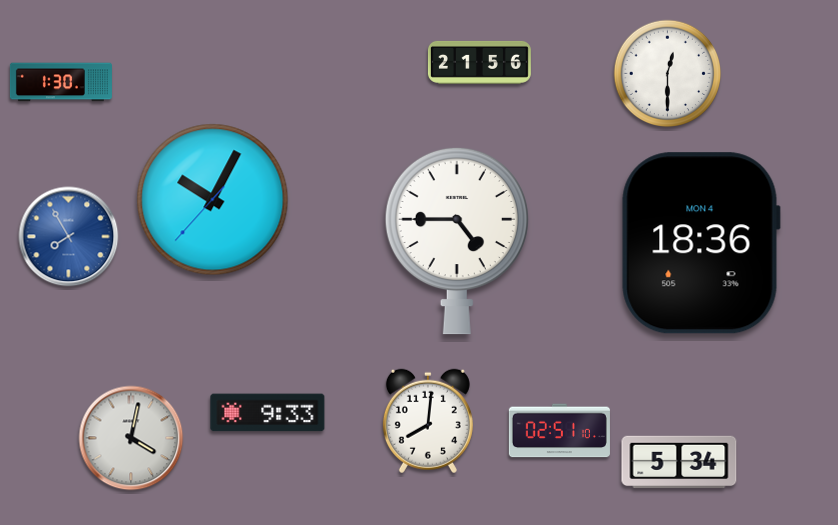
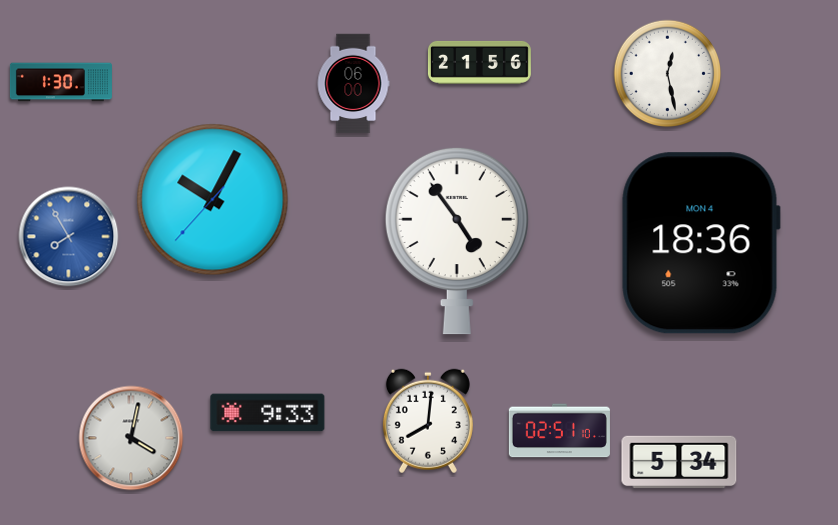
clock at (668, 74): 12:30 -> 12:28
clock at (353, 84): none -> 06:00
clock at (457, 241): 4:45 -> 4:54
